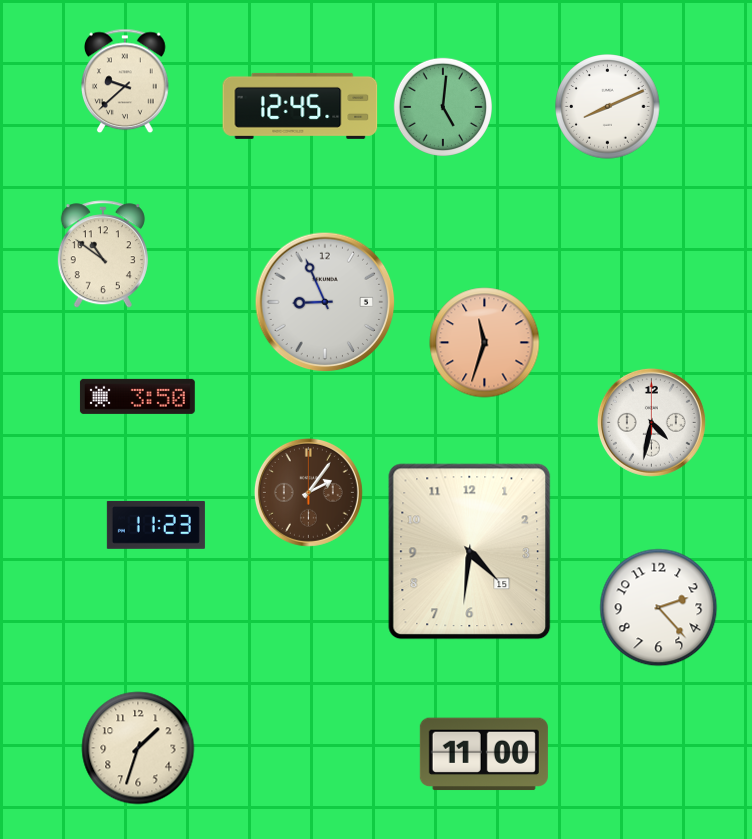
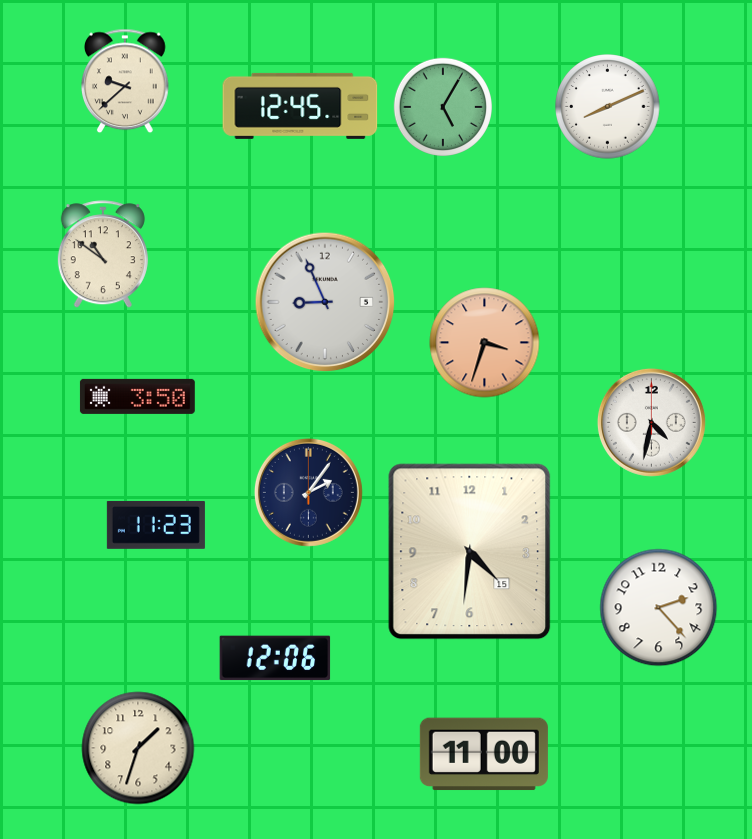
clock at (443, 107): 5:01 -> 5:05
clock at (485, 343): 11:33 -> 3:33
clock at (308, 492) dial: brown -> navy
clock at (275, 658): none -> 12:06
